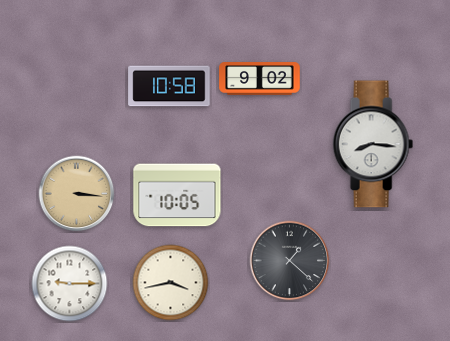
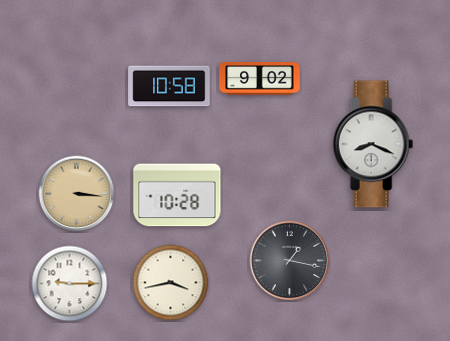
clock at (373, 144): 8:16 -> 8:19
clock at (177, 195): 10:05 -> 10:28
clock at (290, 261): 1:22 -> 1:17
